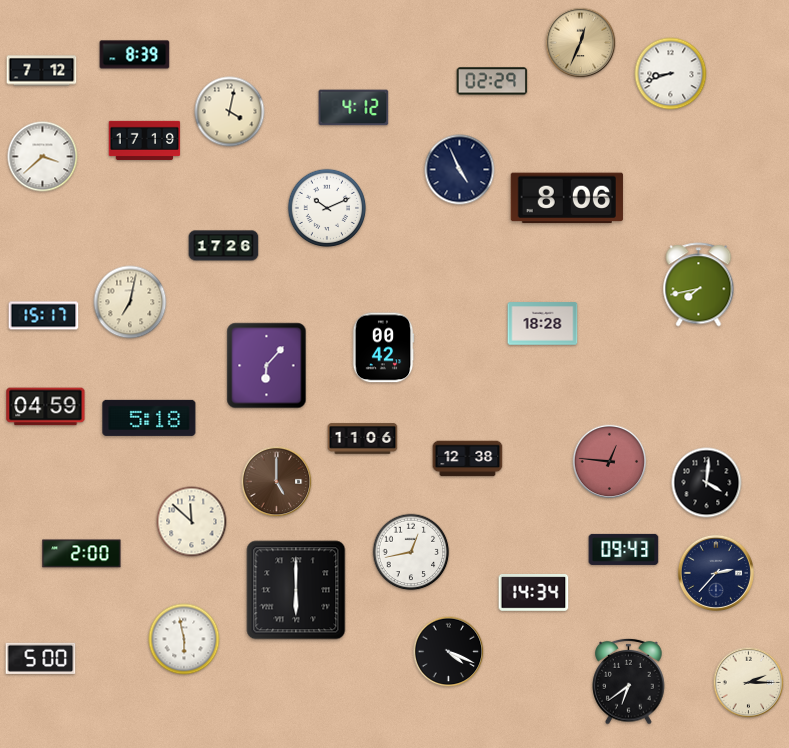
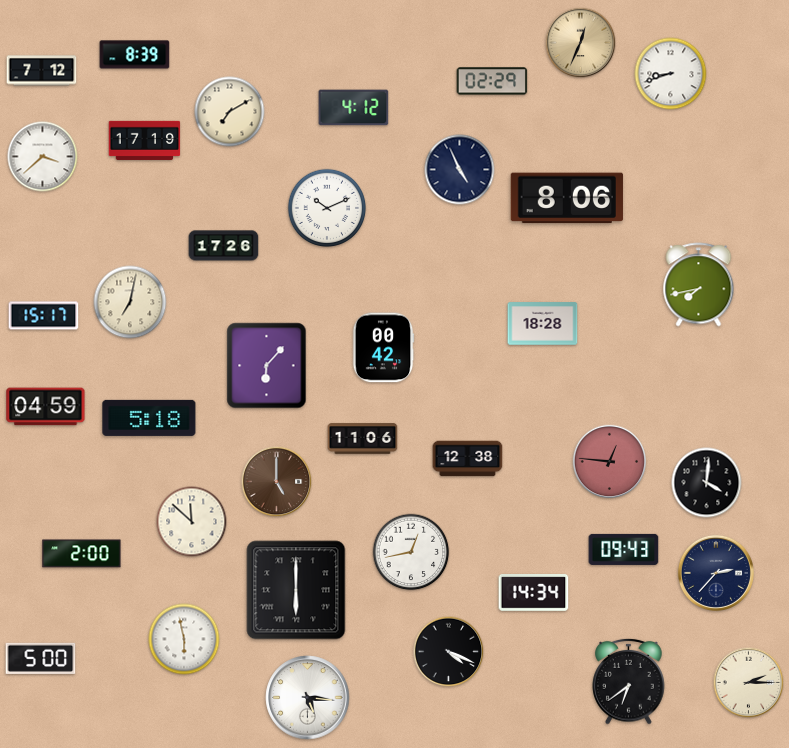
clock at (230, 112): 4:02 -> 7:10
clock at (308, 698): none -> 5:16
